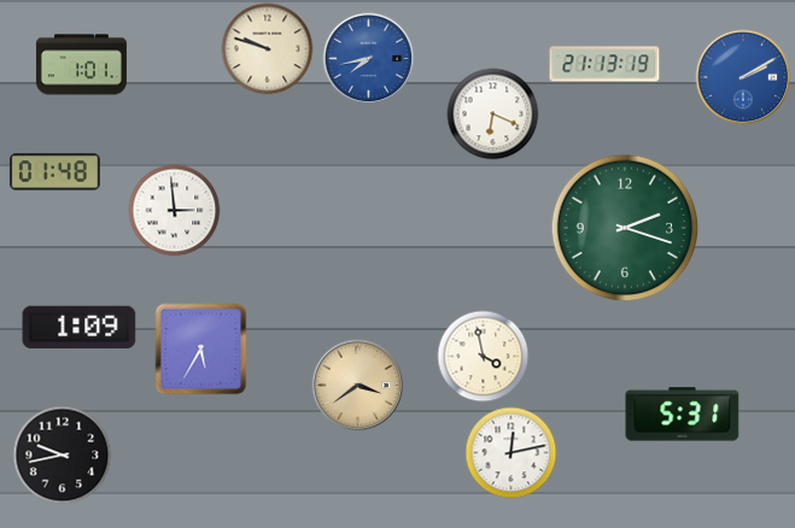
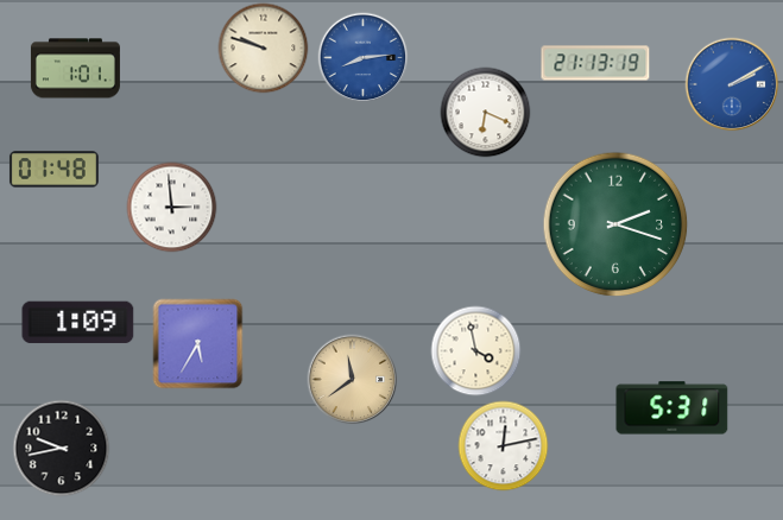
clock at (369, 59): 7:43 -> 8:14
clock at (81, 65) position: (81, 65) -> (75, 69)
clock at (743, 77) position: (743, 77) -> (732, 84)
clock at (358, 386): 3:39 -> 11:39
